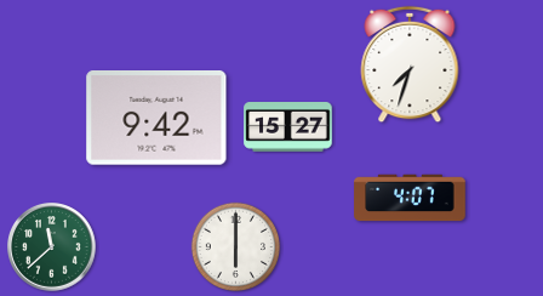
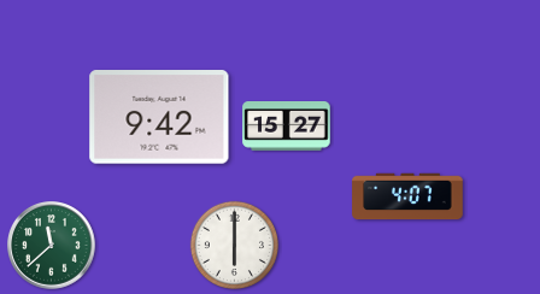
clock at (410, 64): 7:33 -> none
clock at (156, 119) position: (156, 119) -> (159, 118)
